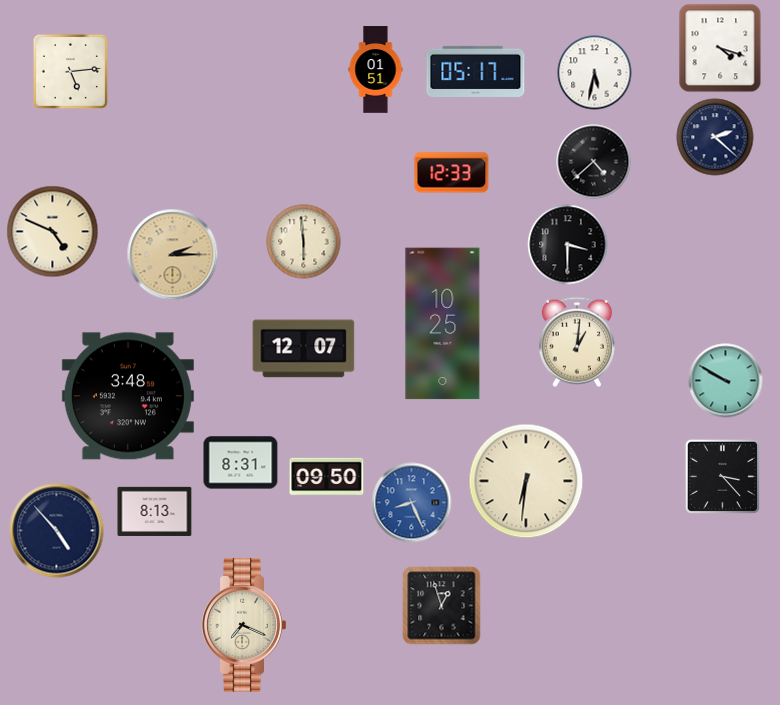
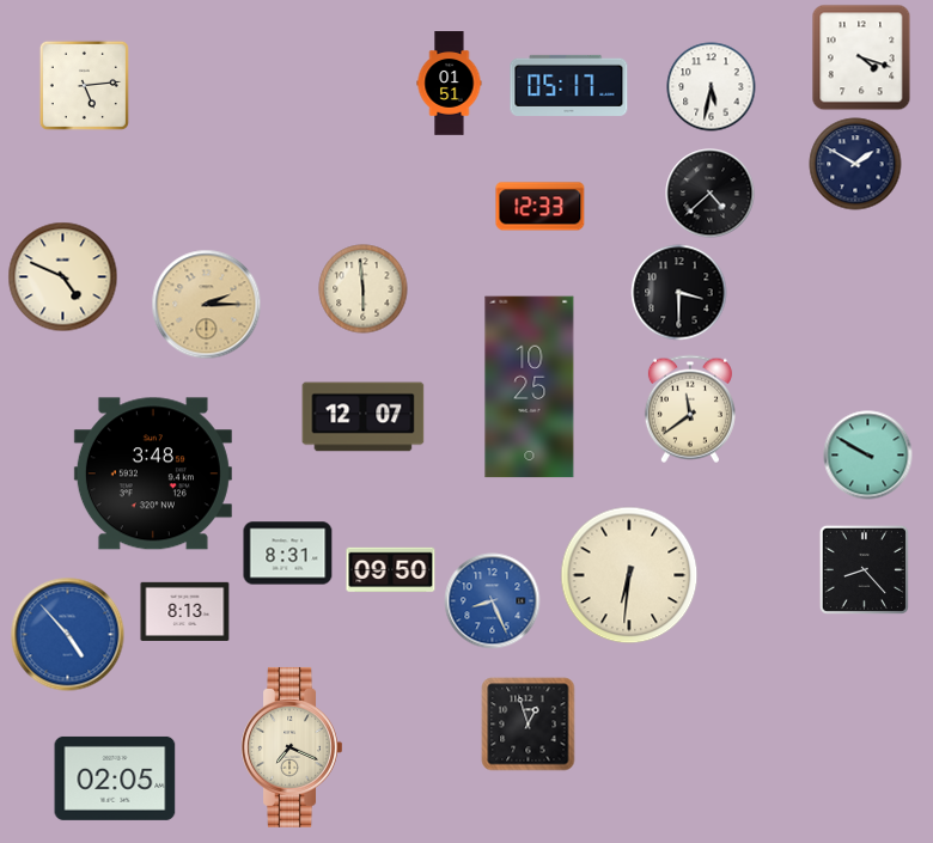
clock at (715, 137): 2:22 -> 1:50
clock at (577, 342): 1:01 -> 11:39
clock at (722, 476): 3:23 -> 8:23
clock at (57, 531) dial: navy -> blue
clock at (115, 778): none -> 02:05
